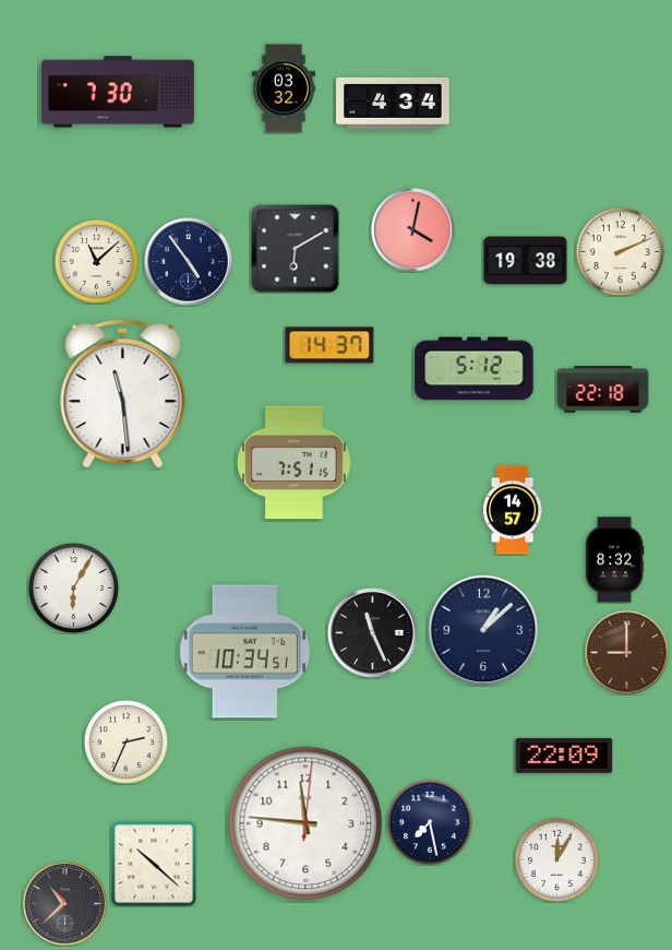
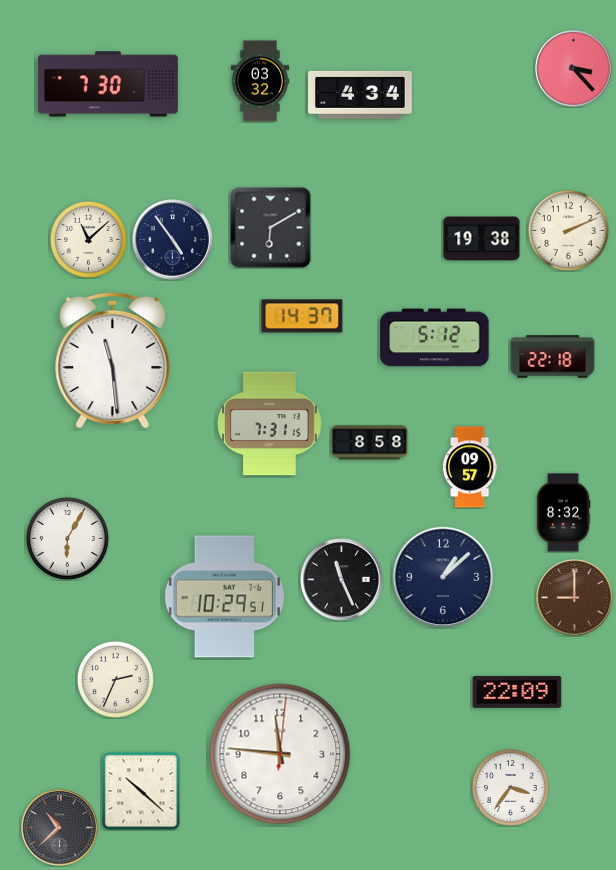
clock at (574, 69): none -> 3:23
clock at (413, 230): 4:02 -> none
clock at (295, 463): 7:51 -> 7:31
clock at (370, 443): none -> 8:58
clock at (513, 510): 14:57 -> 09:57
clock at (244, 652): 10:34 -> 10:29
clock at (430, 822): 7:28 -> none
clock at (556, 859): 12:05 -> 3:36
